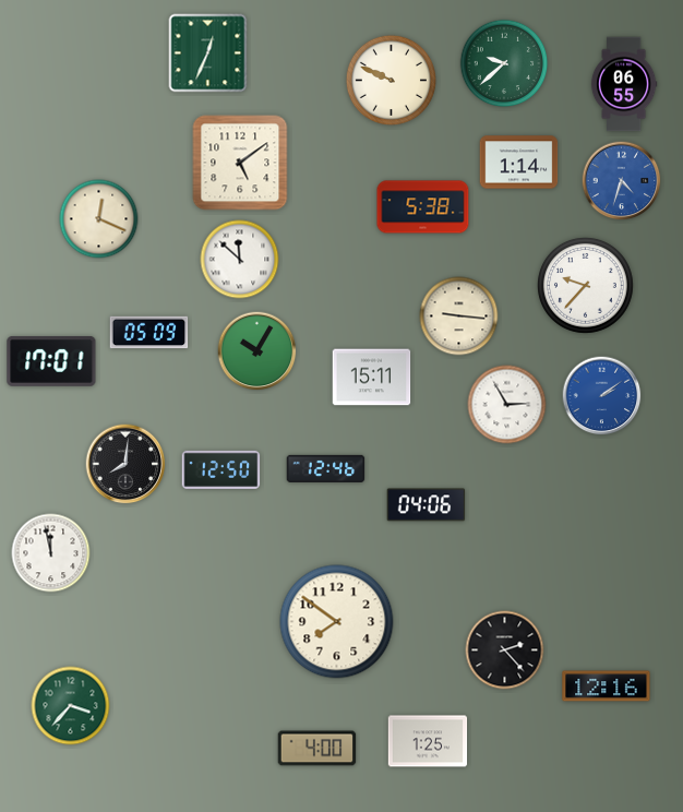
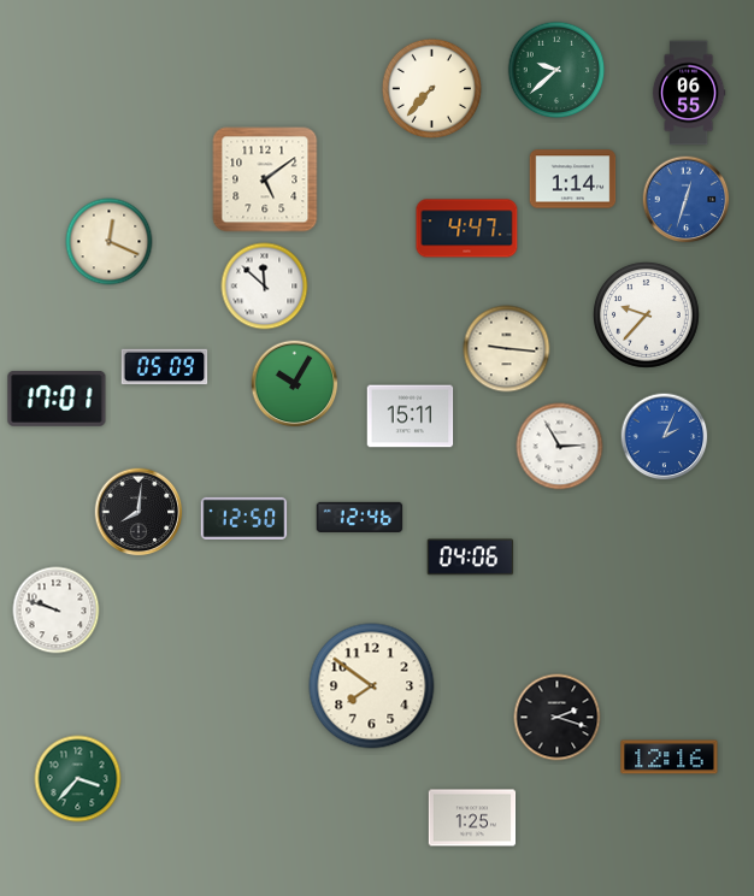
clock at (208, 53): 12:34 -> none
clock at (391, 80): 9:49 -> 7:37
clock at (622, 181): 4:33 -> 12:33
clock at (423, 207): 5:38 -> 4:47
clock at (257, 351) position: (257, 351) -> (295, 384)
clock at (602, 396): 2:09 -> 2:04
clock at (51, 553): 11:58 -> 9:48
clock at (505, 650): 2:23 -> 2:18
clock at (317, 749): 4:00 -> none
